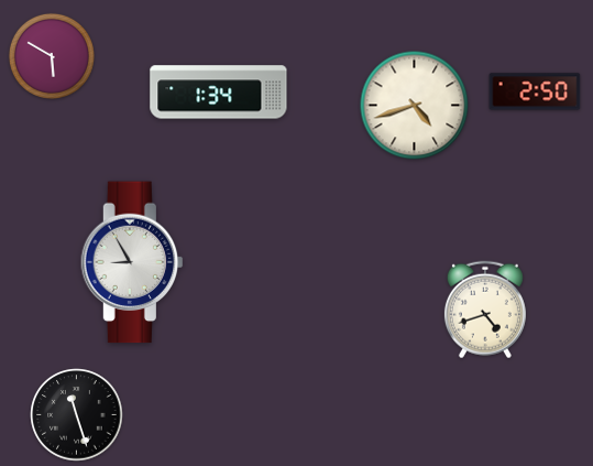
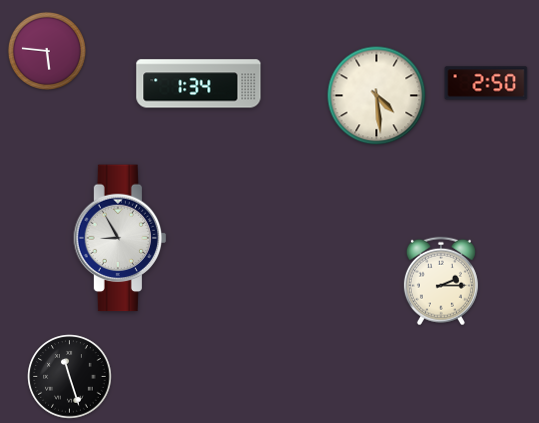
clock at (52, 56): 5:50 -> 5:46
clock at (415, 106): 4:42 -> 4:29
clock at (485, 310): 4:42 -> 2:15
